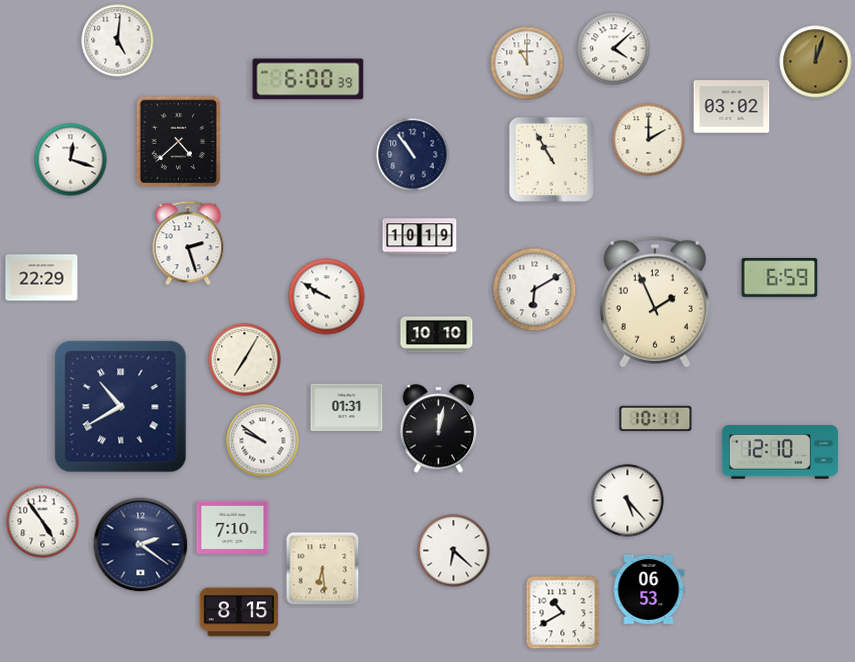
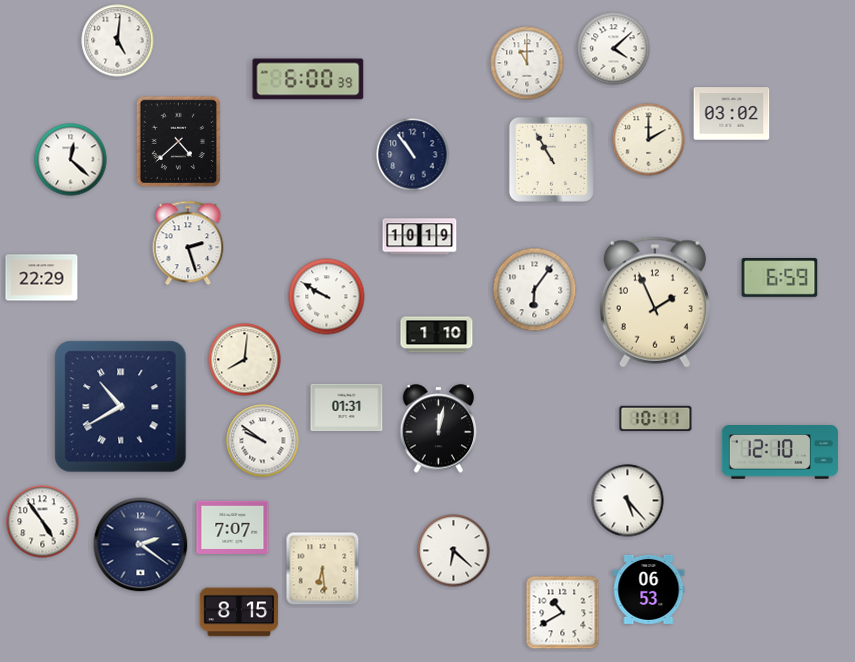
clock at (816, 62): 12:03 -> none
clock at (732, 107) position: (732, 107) -> (732, 114)
clock at (71, 160): 12:18 -> 12:22
clock at (535, 290): 6:10 -> 6:06
clock at (437, 335): 10:10 -> 1:10
clock at (245, 360): 7:05 -> 8:01
clock at (233, 527): 7:10 -> 7:07
